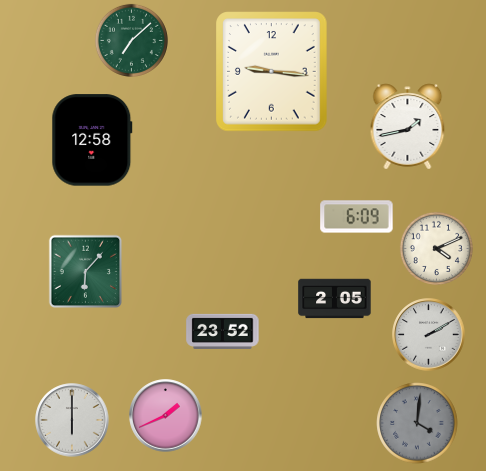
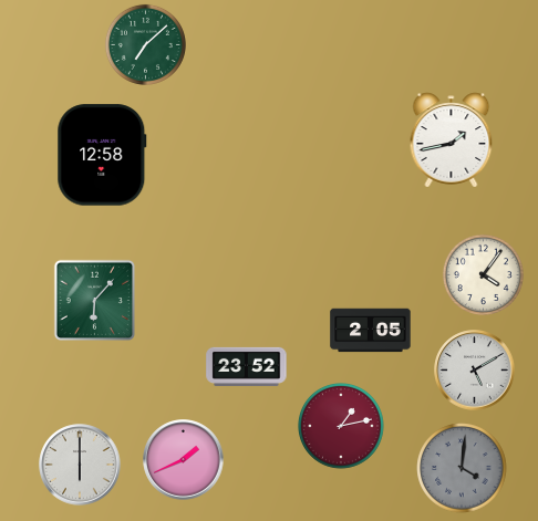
clock at (272, 72): 9:16 -> none
clock at (357, 217): 6:09 -> none
clock at (436, 248): 4:11 -> 4:06
clock at (429, 335): 2:10 -> 5:10
clock at (342, 427): none -> 1:13
